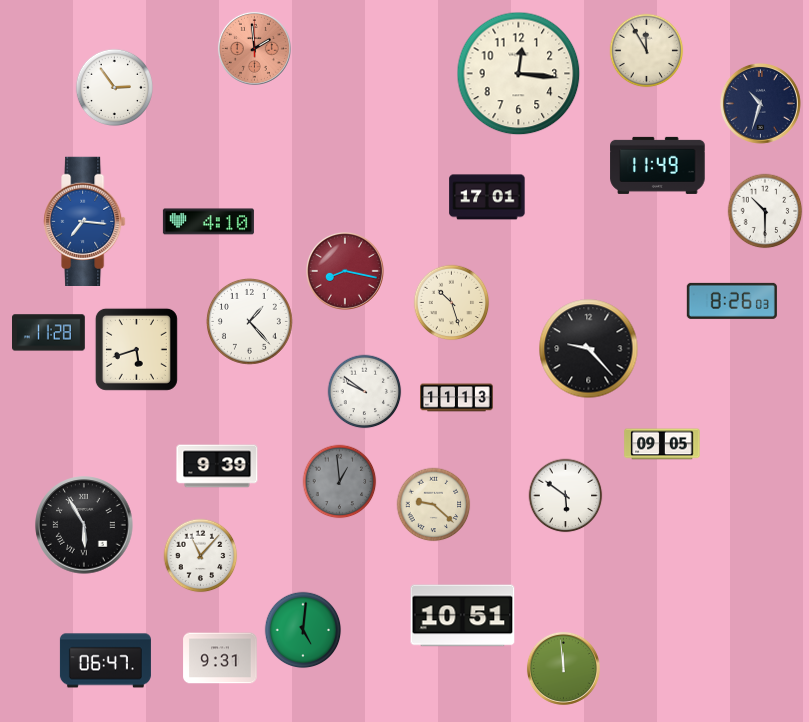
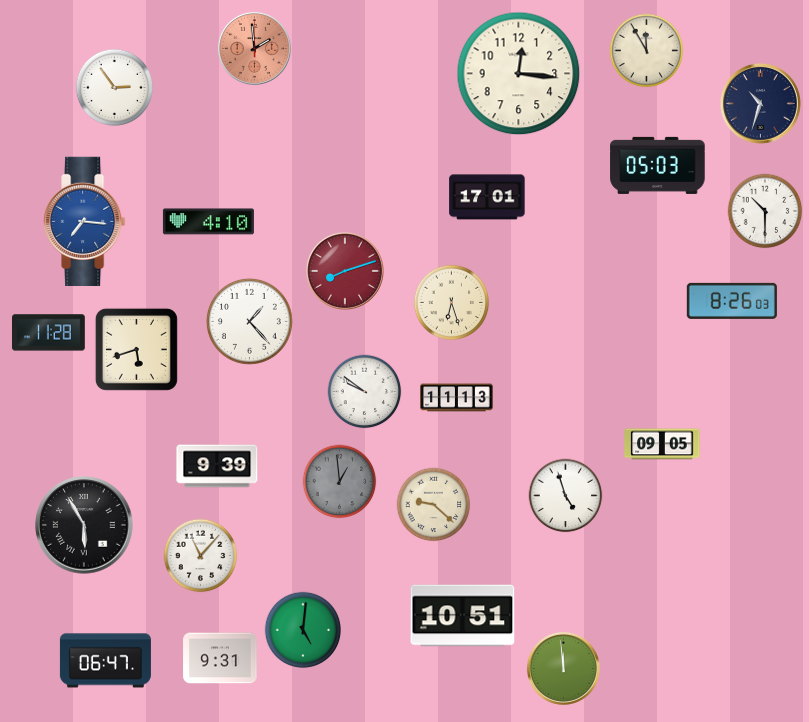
clock at (658, 165): 11:49 -> 05:03
clock at (345, 271): 8:17 -> 8:12
clock at (452, 303): 10:27 -> 6:27
clock at (589, 349): 9:23 -> none
clock at (566, 496): 5:51 -> 4:57
